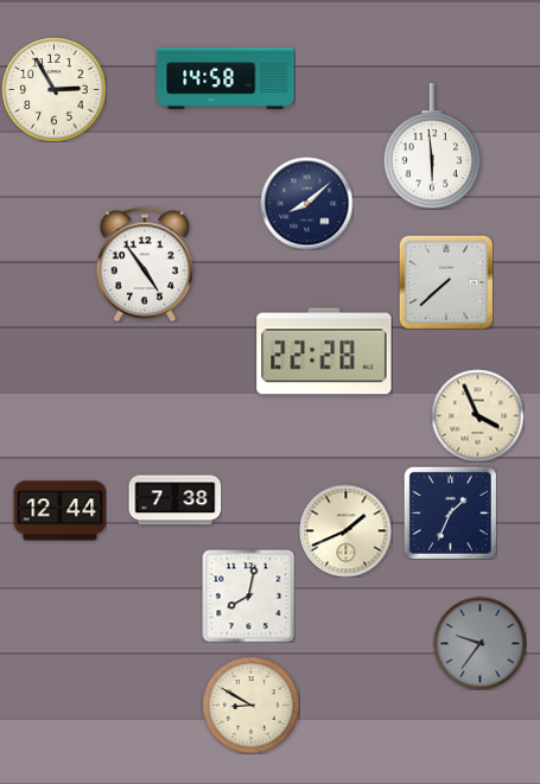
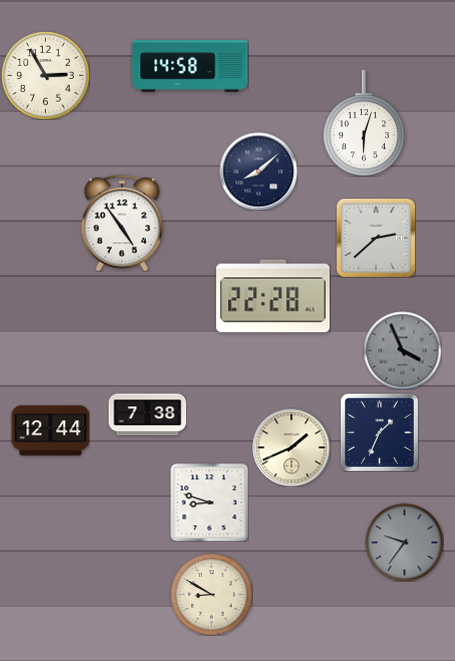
clock at (431, 146): 5:59 -> 6:03
clock at (446, 282): 7:38 -> 2:38
clock at (477, 415) dial: cream -> grey
clock at (174, 501) position: (174, 501) -> (147, 415)
clock at (248, 595): 8:02 -> 8:48
